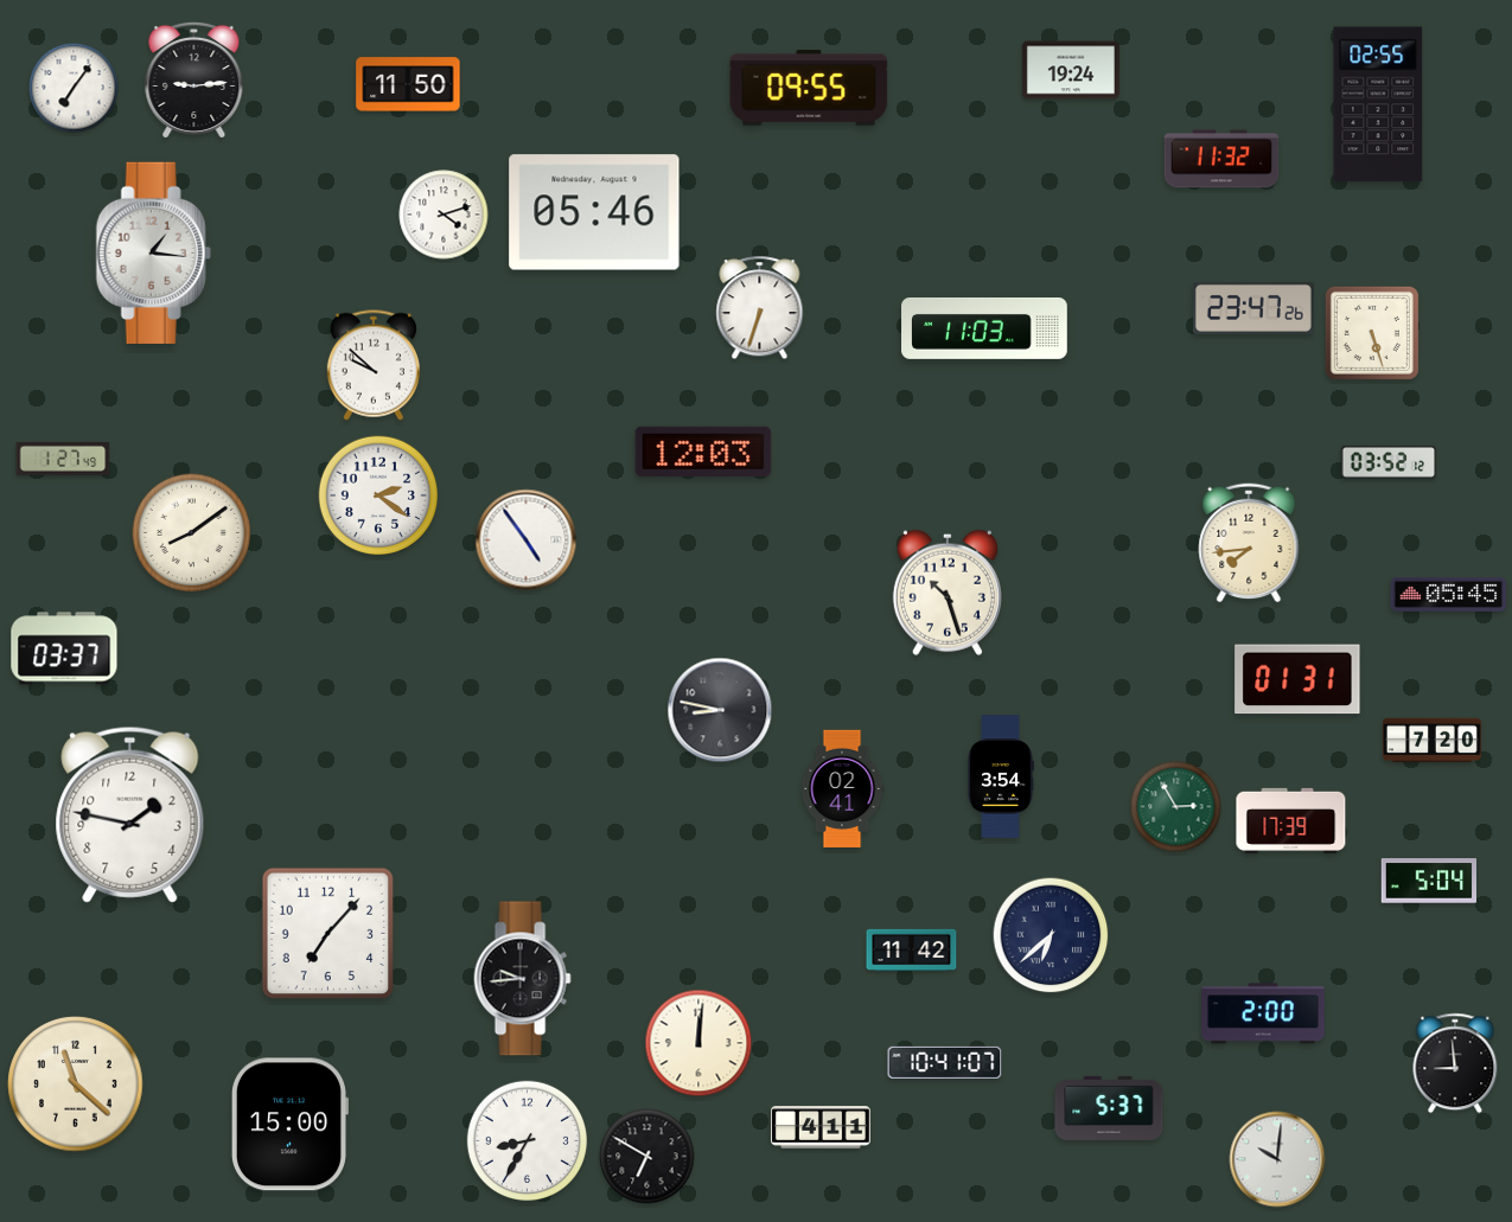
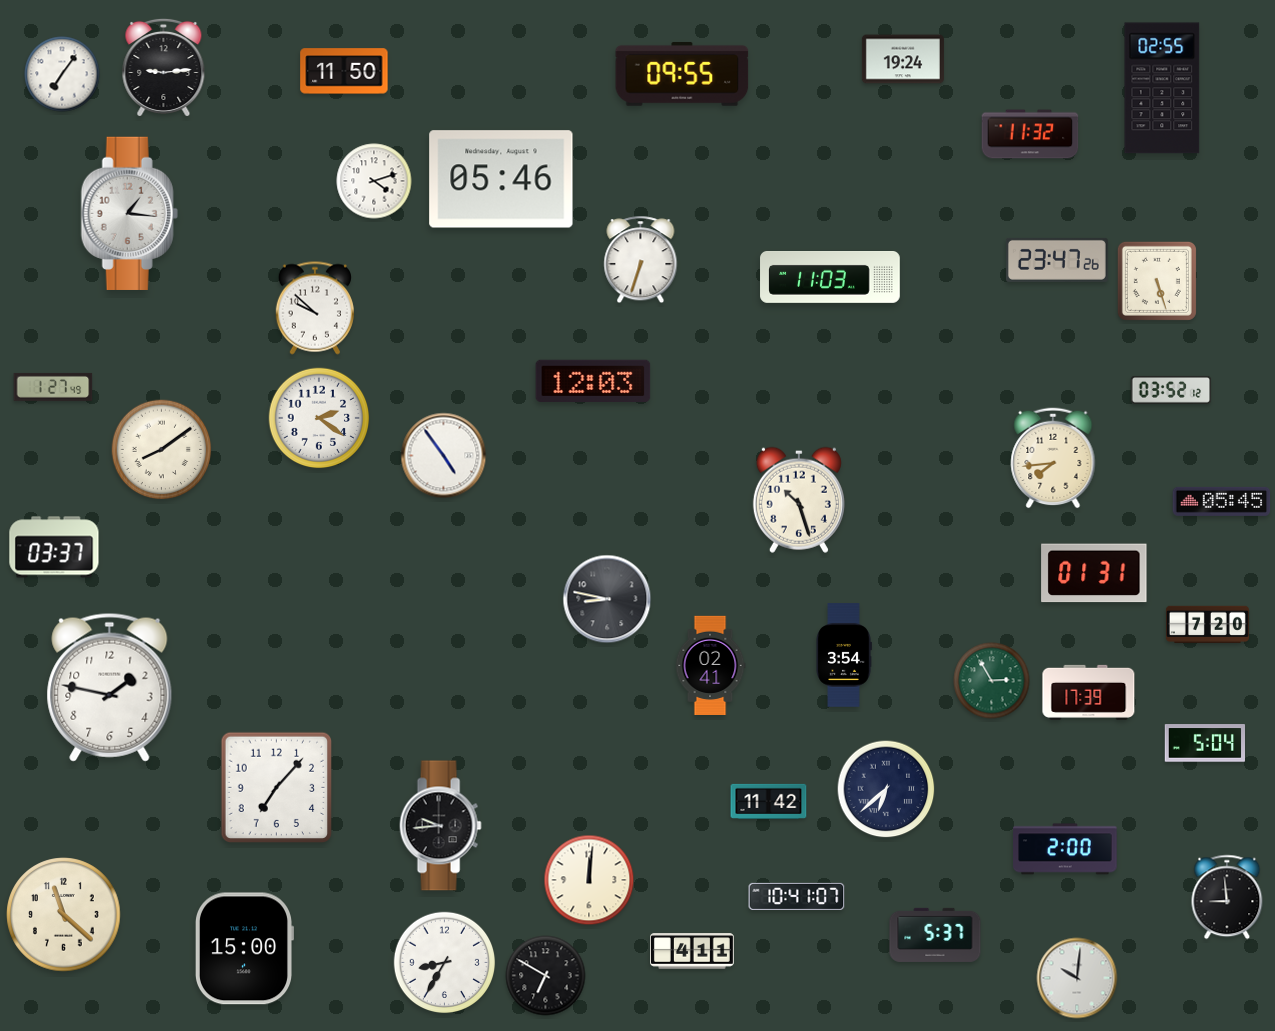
clock at (1263, 1013) position: (1263, 1013) -> (1065, 849)
